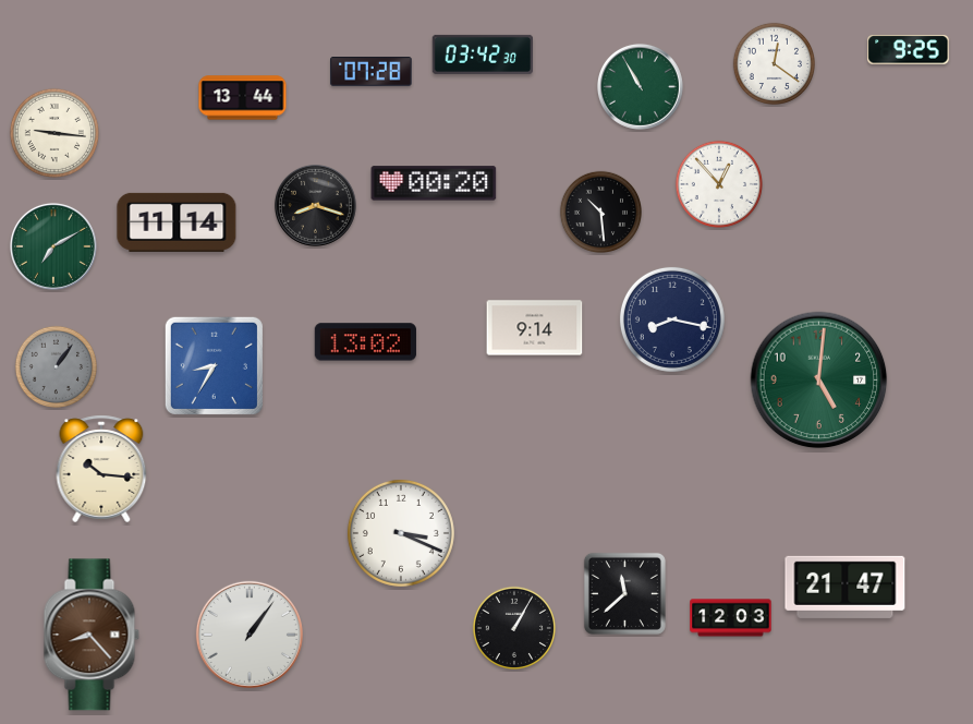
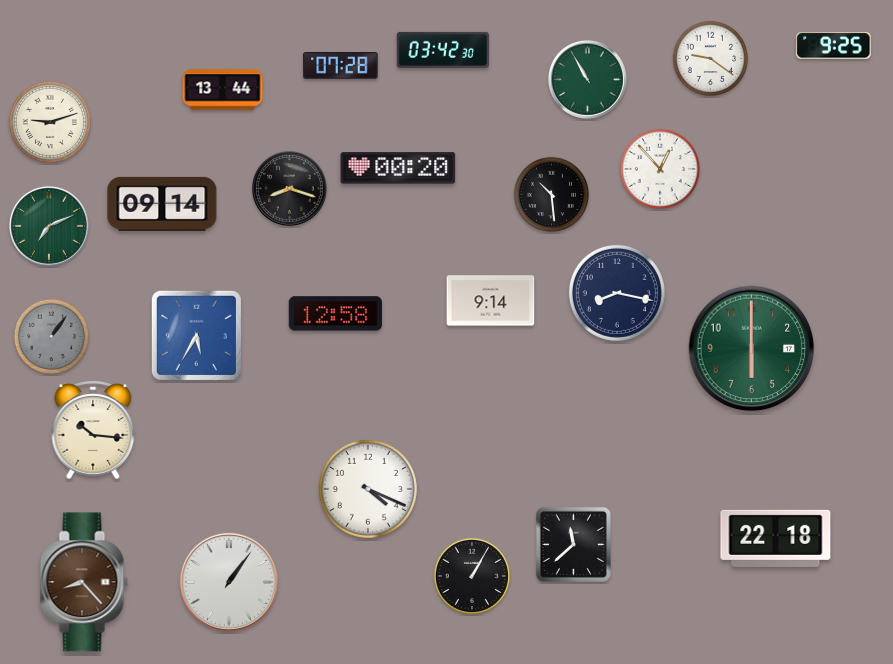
clock at (774, 63): 12:21 -> 9:21
clock at (54, 133): 9:16 -> 9:12
clock at (177, 222): 11:14 -> 09:14
clock at (53, 246): 7:10 -> 7:11
clock at (365, 342): 13:02 -> 12:58
clock at (214, 365): 8:35 -> 5:35
clock at (819, 381): 5:01 -> 6:00
clock at (401, 533): 3:19 -> 4:19
clock at (846, 587): 21:47 -> 22:18
clock at (731, 618): 12:03 -> none
